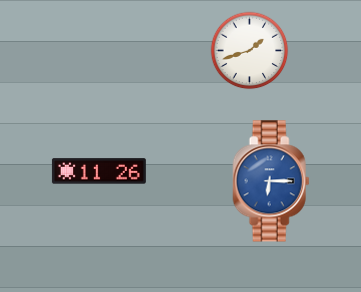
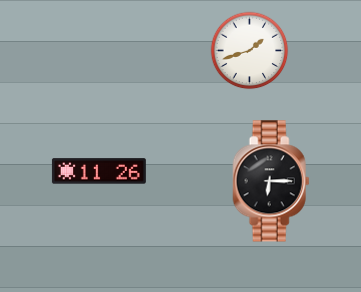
clock at (271, 181) dial: blue -> black
